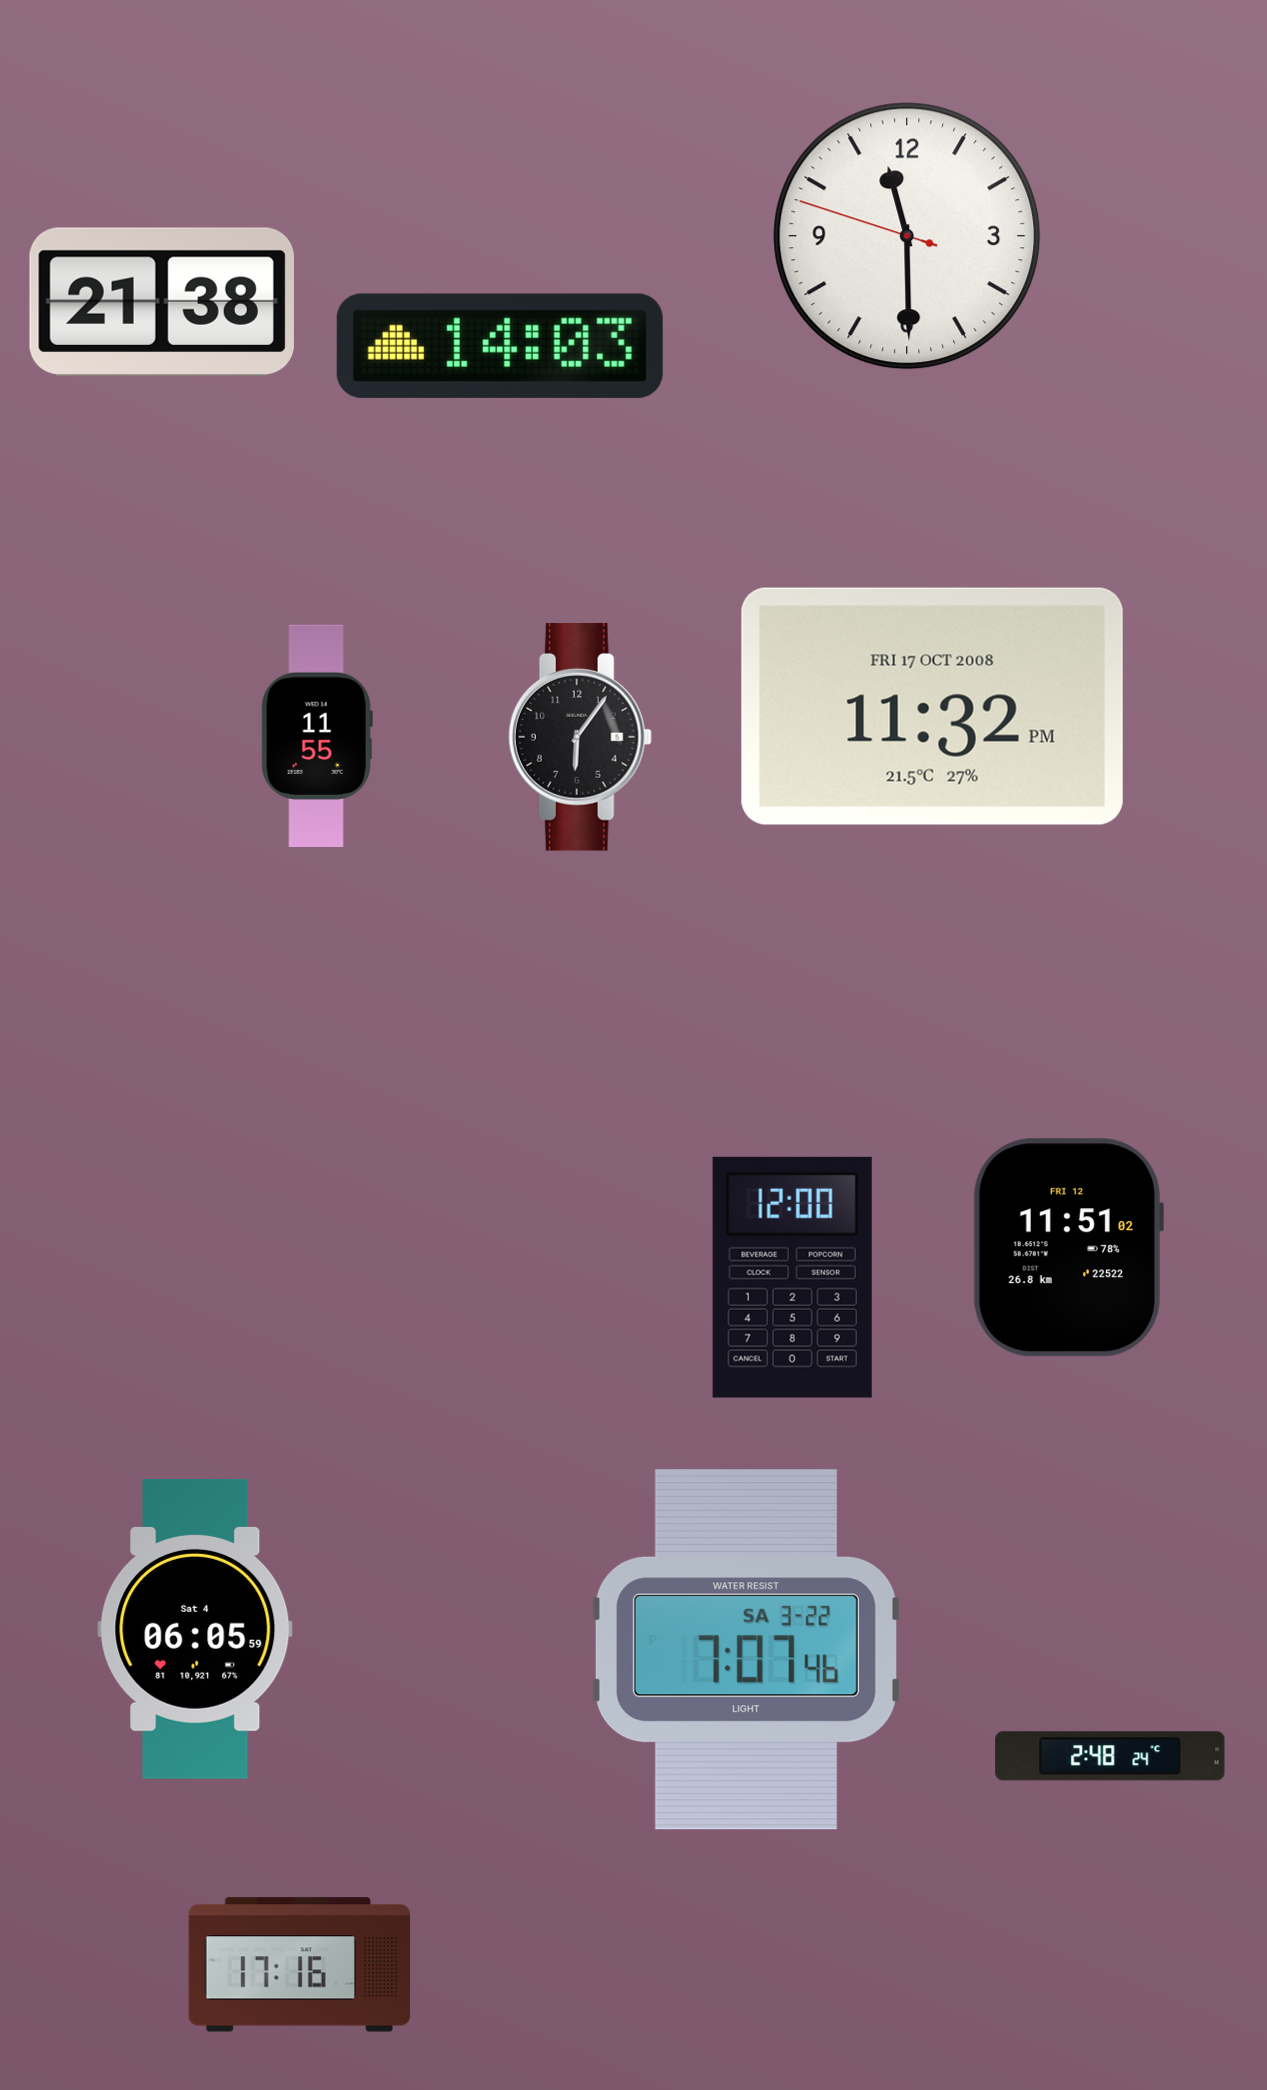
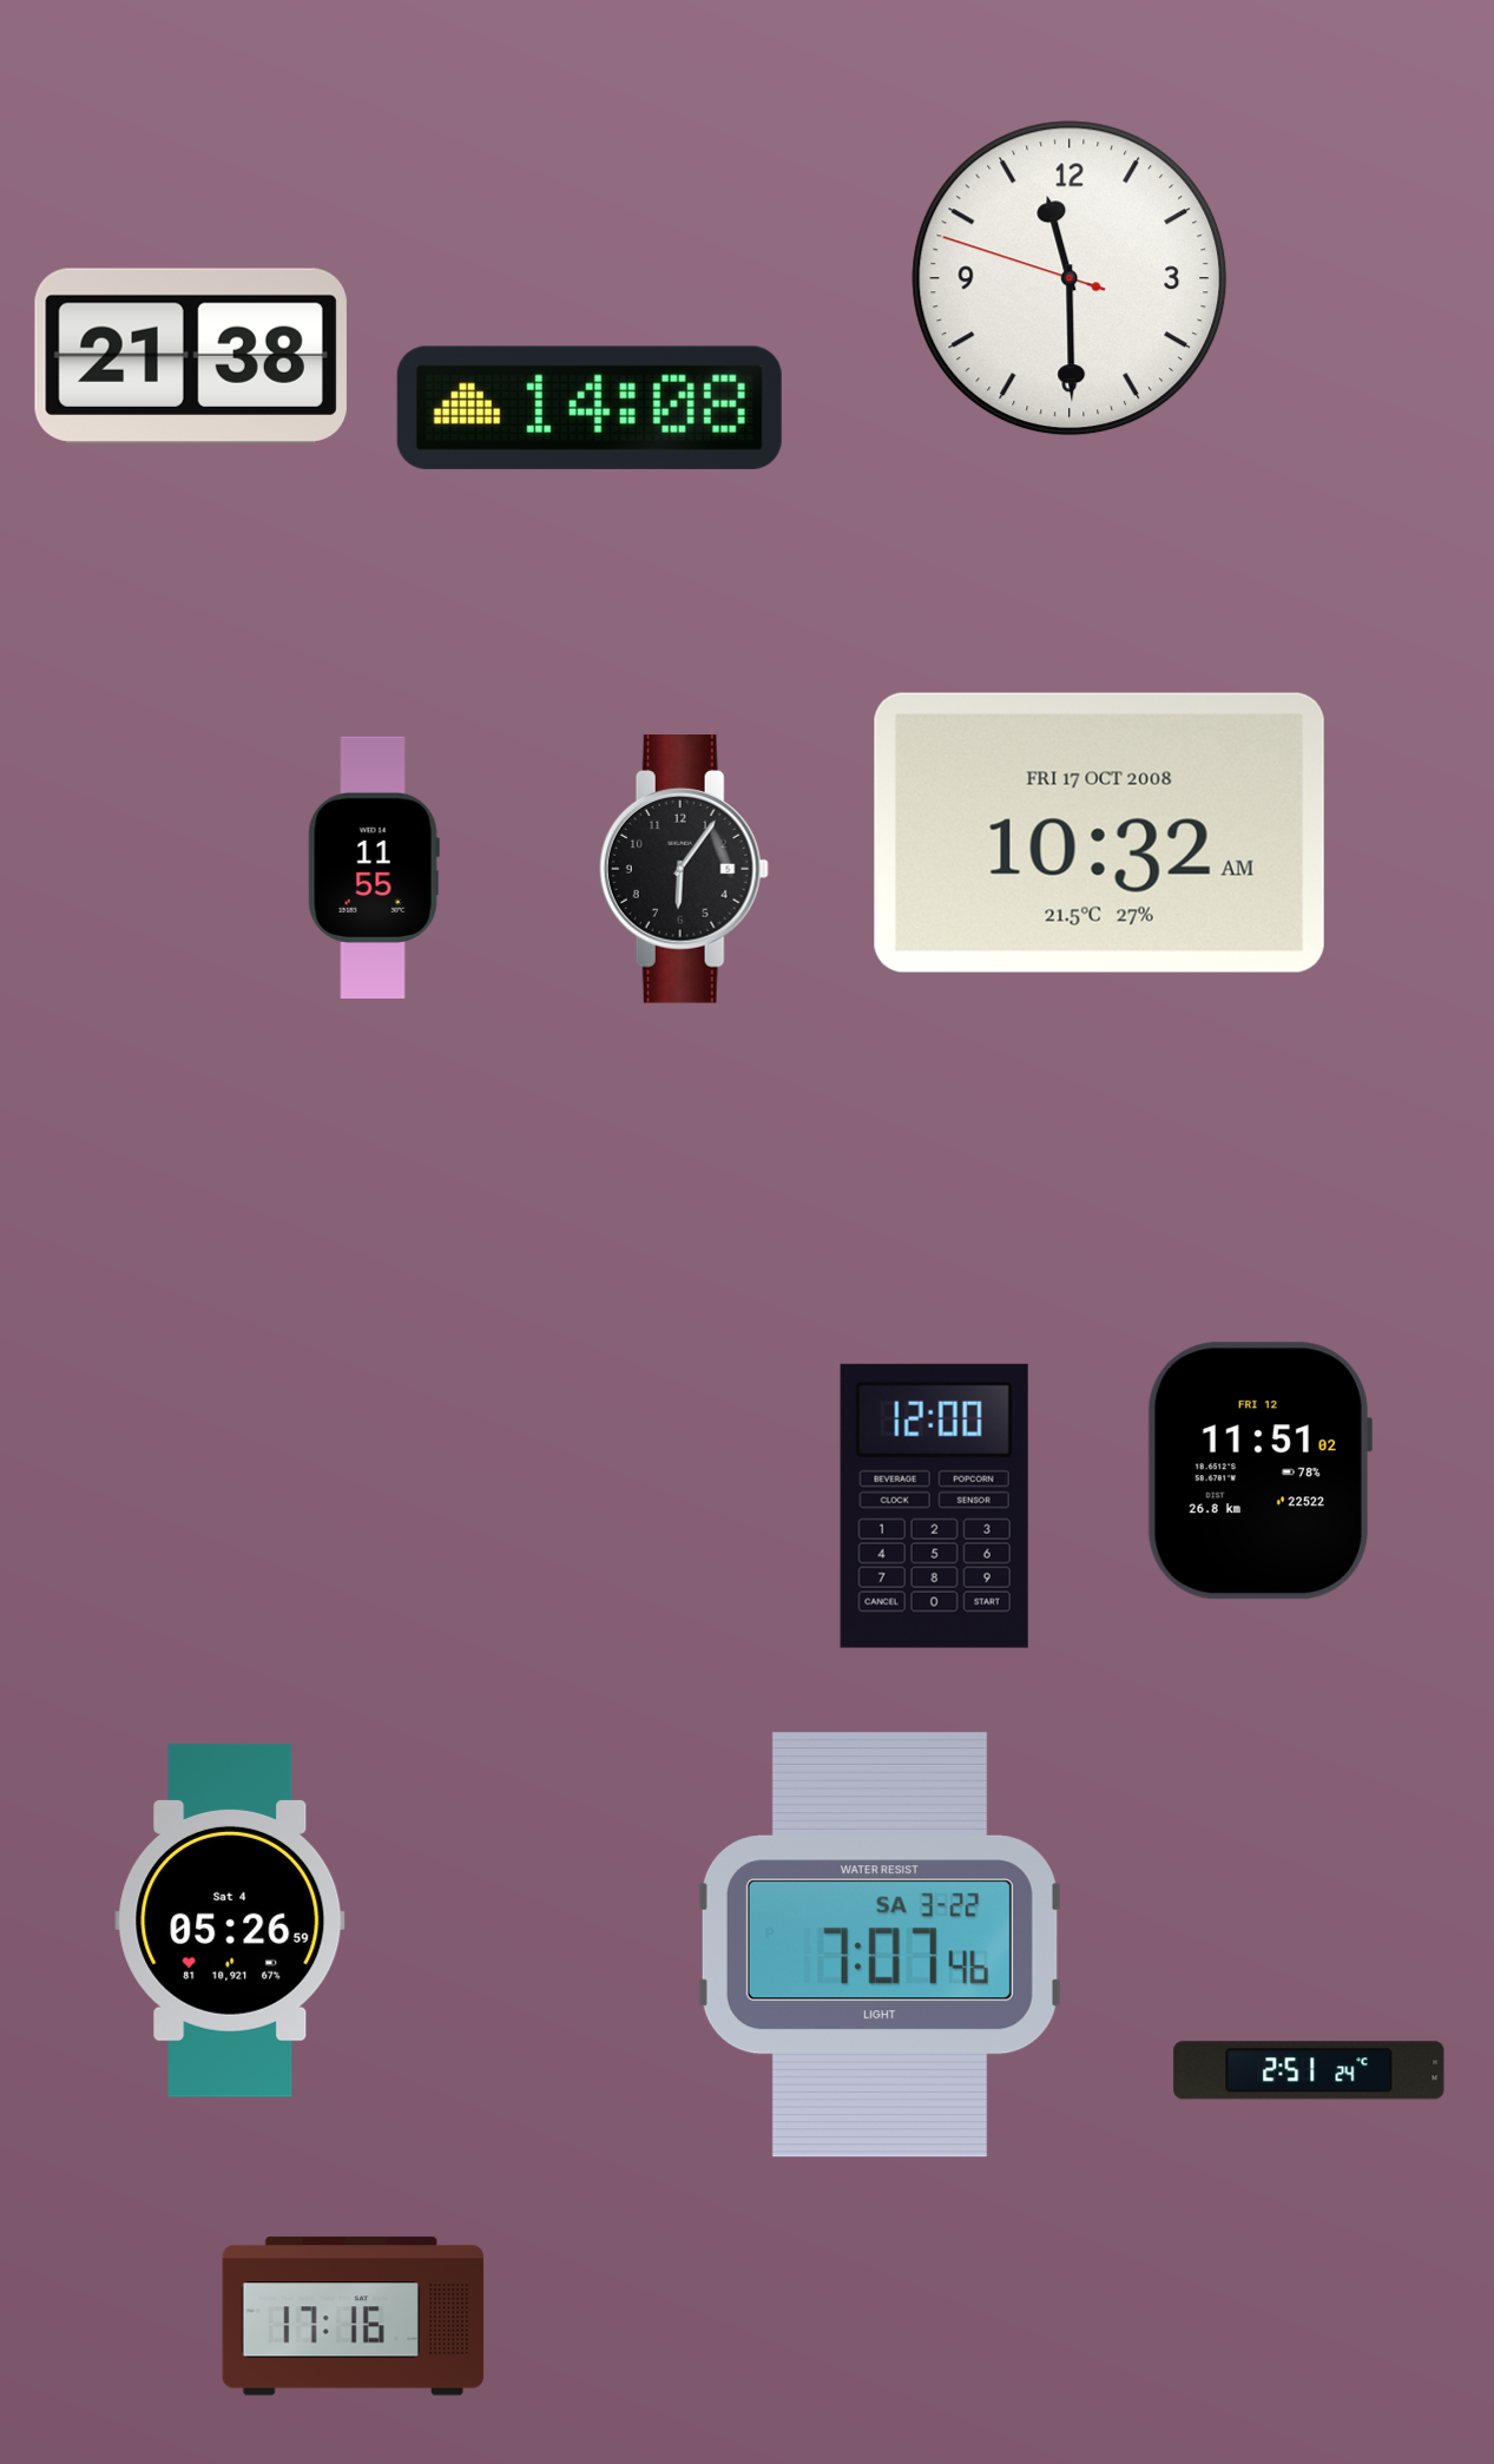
clock at (500, 346): 14:03 -> 14:08
clock at (932, 706): 11:32 -> 10:32
clock at (195, 1629): 06:05 -> 05:26
clock at (1110, 1756): 2:48 -> 2:51
